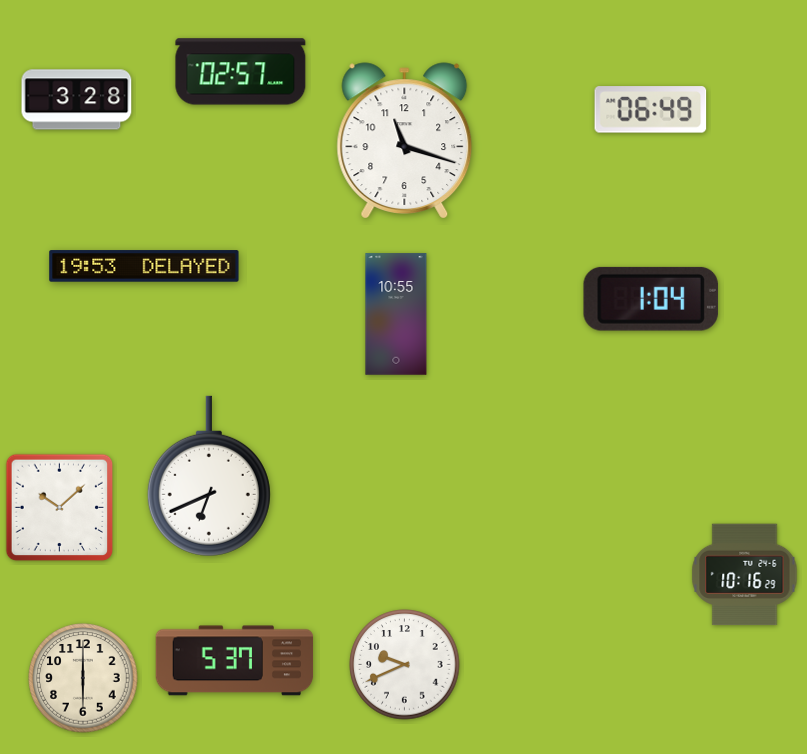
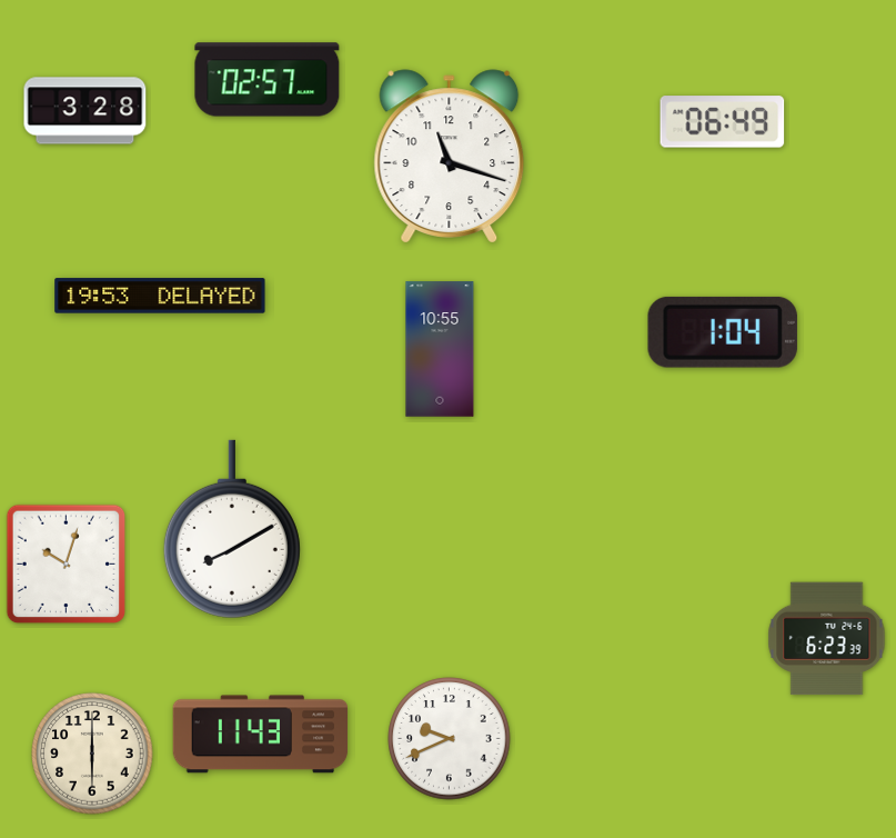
clock at (209, 476): 6:41 -> 8:10
clock at (60, 508): 10:08 -> 10:03
clock at (745, 575): 10:16 -> 6:23
clock at (235, 661): 5:37 -> 11:43
